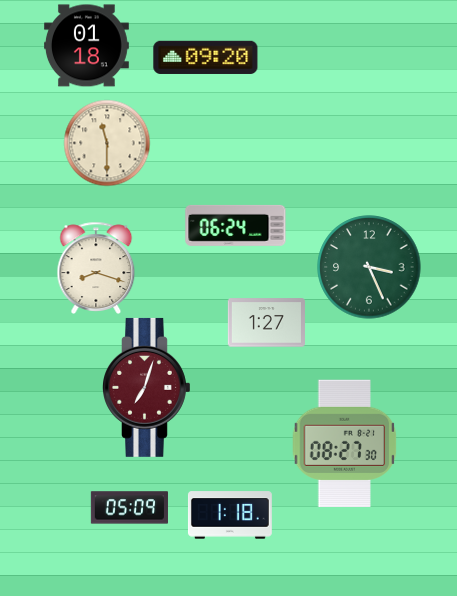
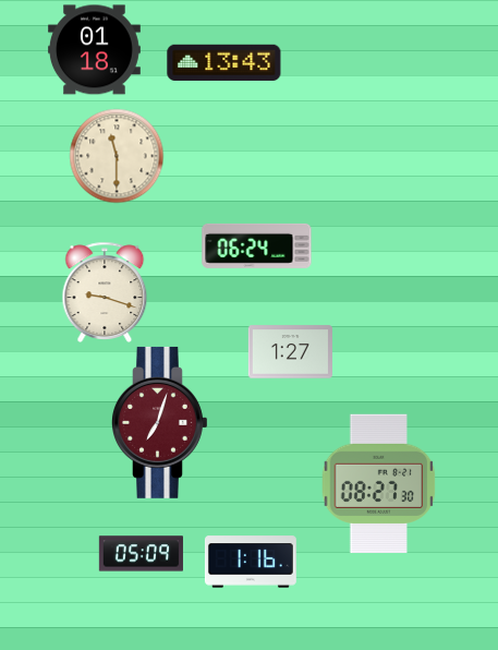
clock at (206, 57): 09:20 -> 13:43
clock at (369, 267): 3:26 -> none
clock at (96, 268): 8:18 -> 9:18
clock at (345, 443) position: (345, 443) -> (379, 483)
clock at (230, 515): 1:18 -> 1:16
